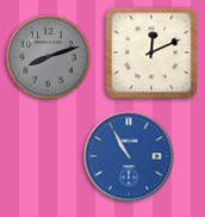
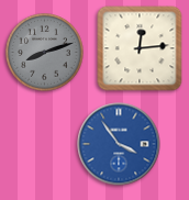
clock at (151, 52): 12:11 -> 12:14
clock at (129, 156): 10:55 -> 3:54
